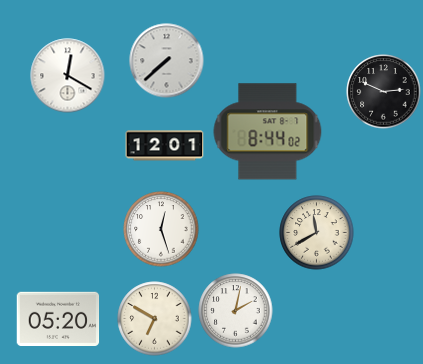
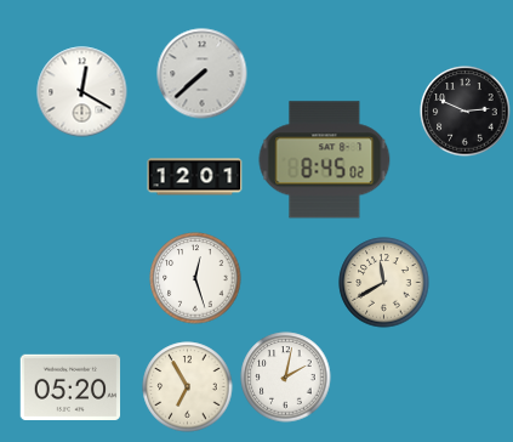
clock at (268, 132): 8:44 -> 8:45
clock at (165, 146) position: (165, 146) -> (195, 177)
clock at (155, 319): 6:50 -> 6:55
